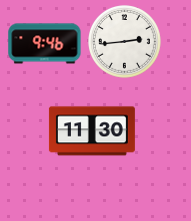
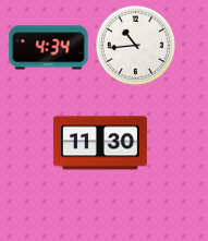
clock at (125, 42): 2:44 -> 10:44
clock at (45, 44): 9:46 -> 4:34
